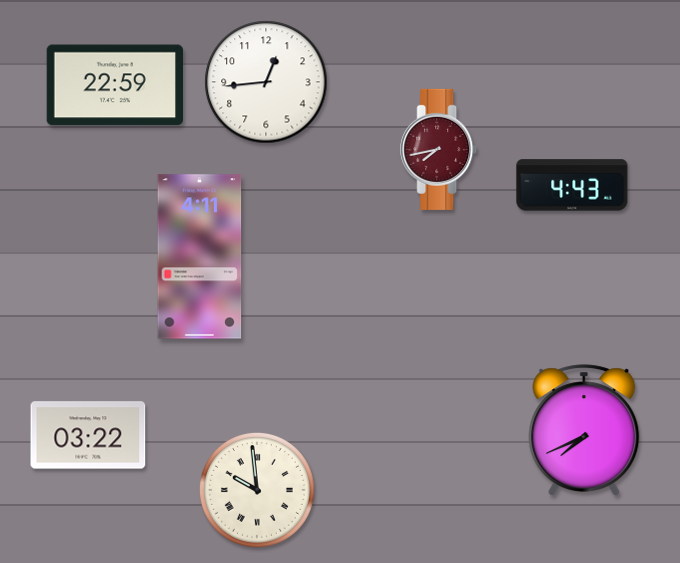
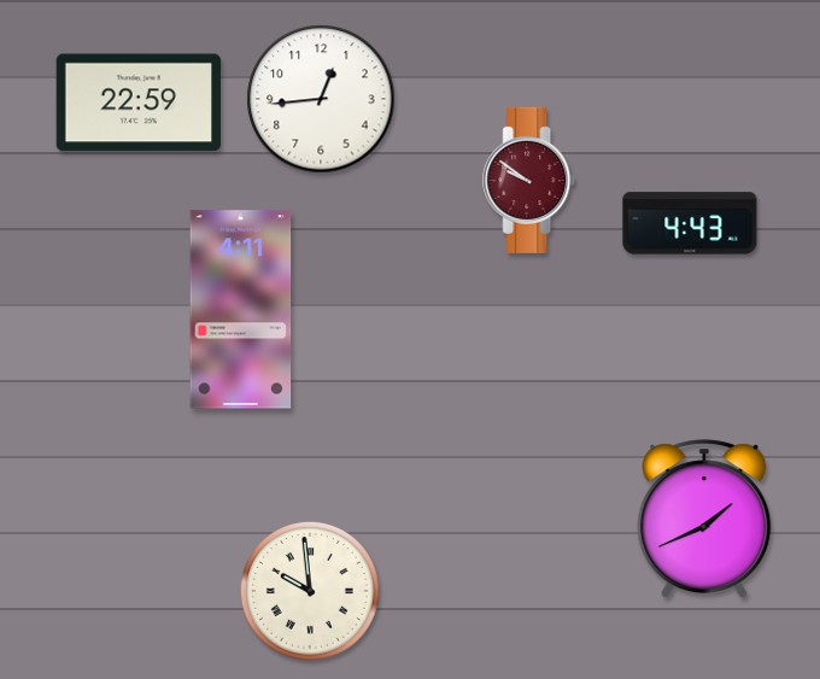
clock at (439, 149): 7:43 -> 9:51
clock at (584, 430): 7:41 -> 1:41
clock at (88, 435): 03:22 -> none
